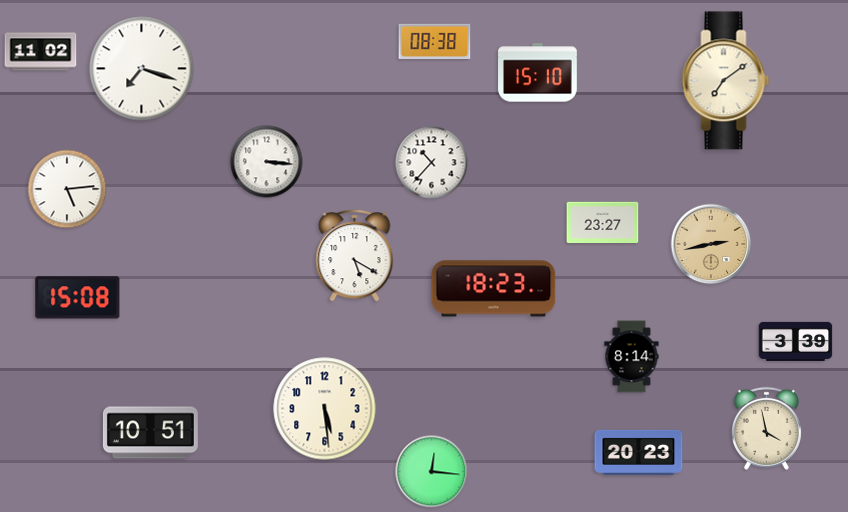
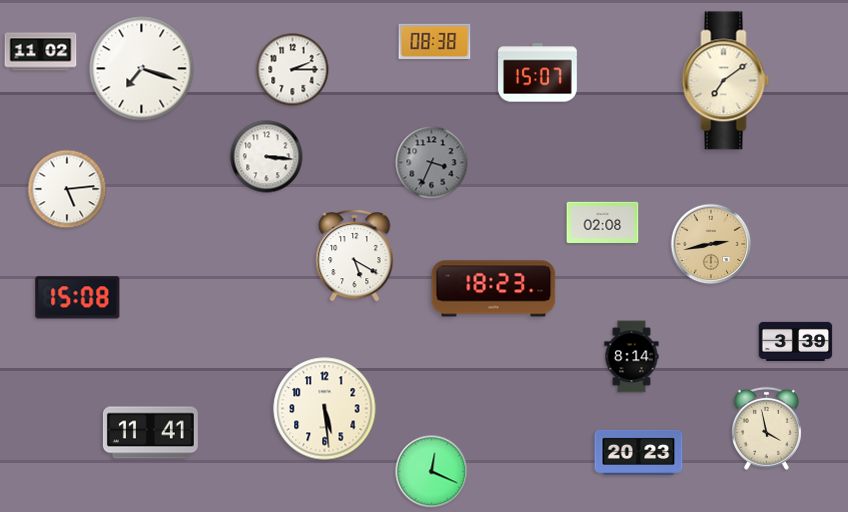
clock at (293, 70): none -> 2:15
clock at (538, 73): 15:10 -> 15:07
clock at (267, 162) position: (267, 162) -> (267, 157)
clock at (432, 163): 10:37 -> 3:34
clock at (432, 163) dial: white -> grey
clock at (603, 222): 23:27 -> 02:08
clock at (150, 433): 10:51 -> 11:41
clock at (432, 472): 12:16 -> 12:19
